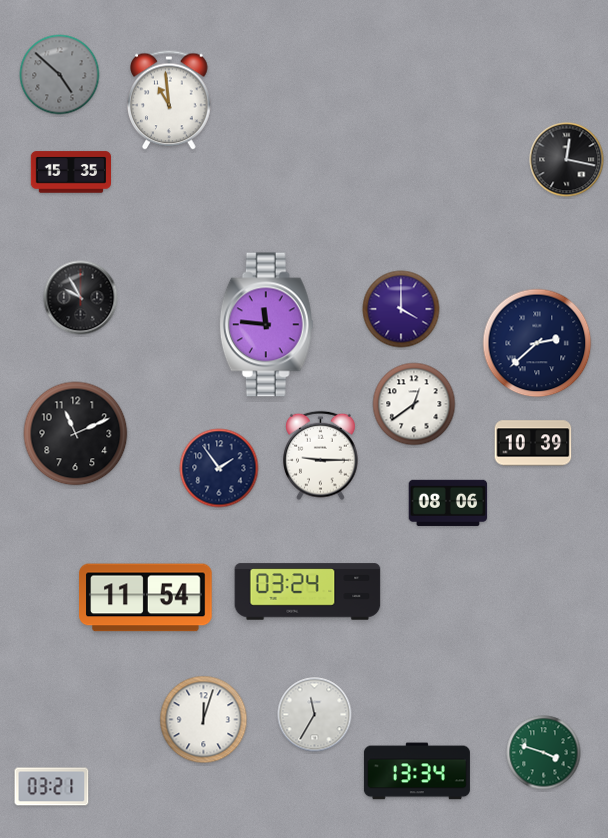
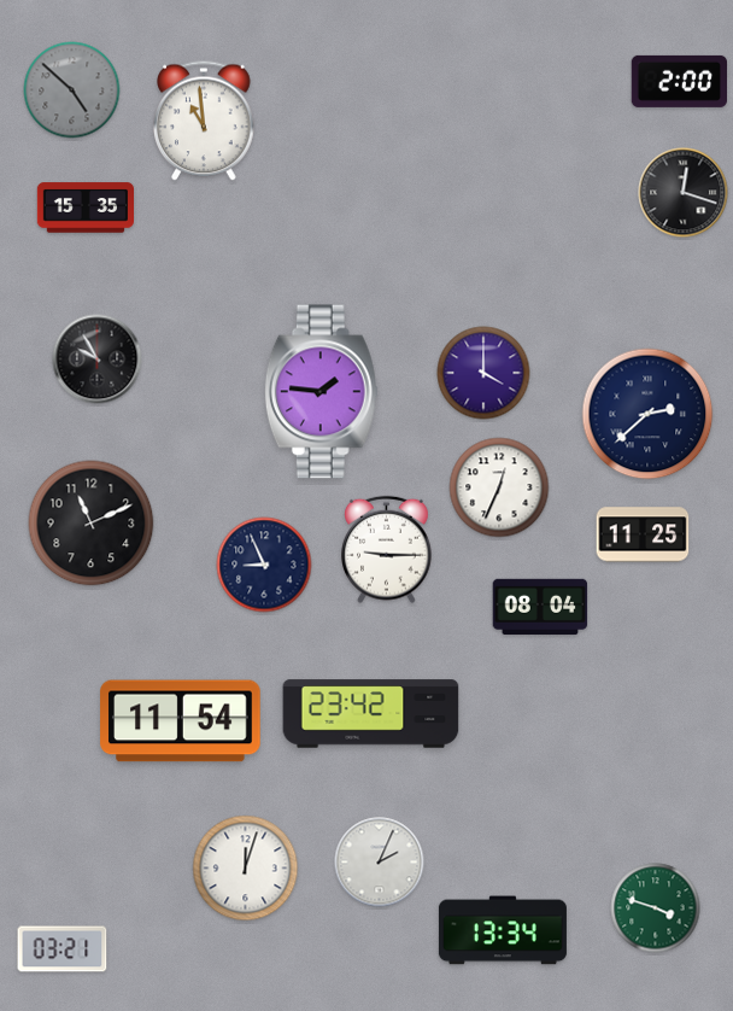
clock at (679, 81): none -> 2:00
clock at (567, 160): 12:17 -> 12:18
clock at (266, 325): 11:46 -> 1:46
clock at (414, 404): 12:39 -> 12:34
clock at (533, 443): 10:39 -> 11:25
clock at (219, 468): 1:54 -> 8:56
clock at (448, 503): 08:06 -> 08:04
clock at (308, 592): 03:24 -> 23:42
clock at (146, 598) position: (146, 598) -> (181, 721)
clock at (315, 715): 11:35 -> 2:04
